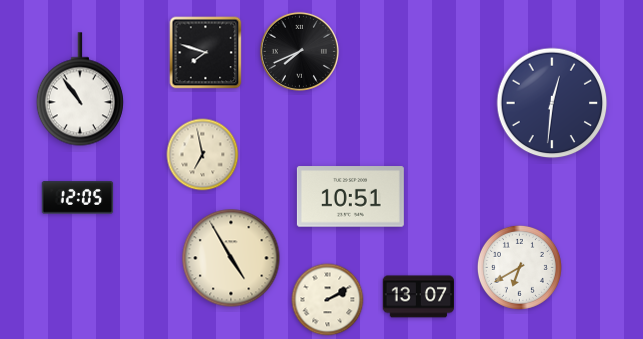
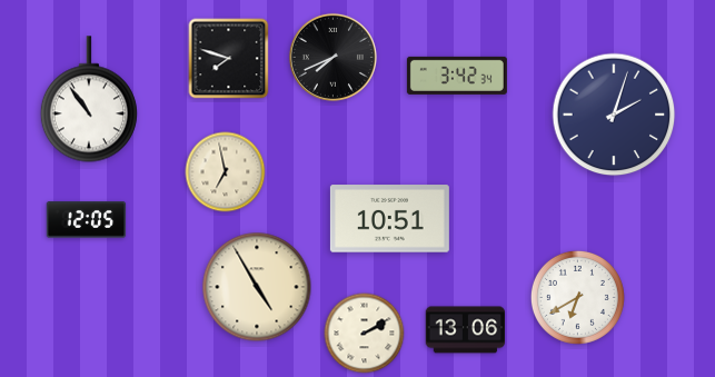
clock at (457, 76): none -> 3:42
clock at (552, 103): 12:31 -> 2:03
clock at (419, 297): 13:07 -> 13:06
